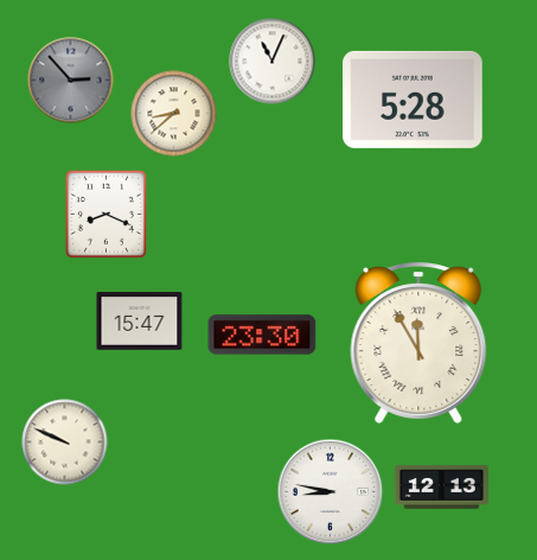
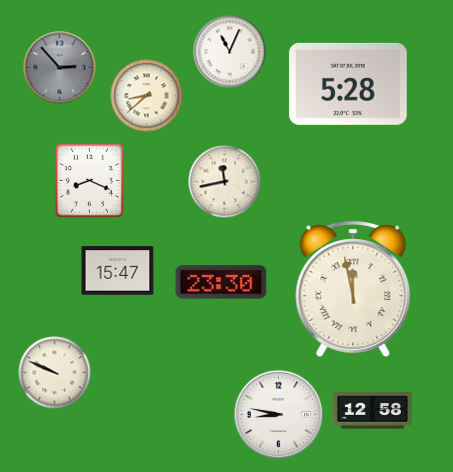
clock at (225, 182): none -> 11:43
clock at (418, 343): 11:55 -> 11:58
clock at (441, 488): 12:13 -> 12:58
